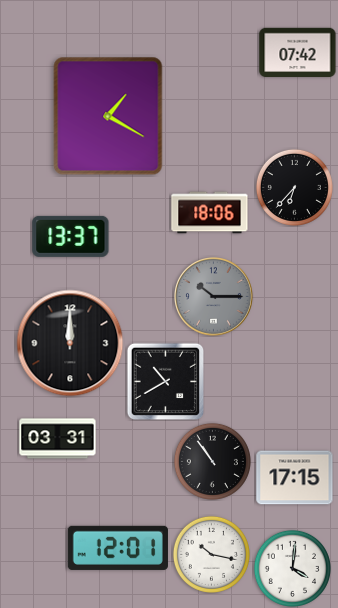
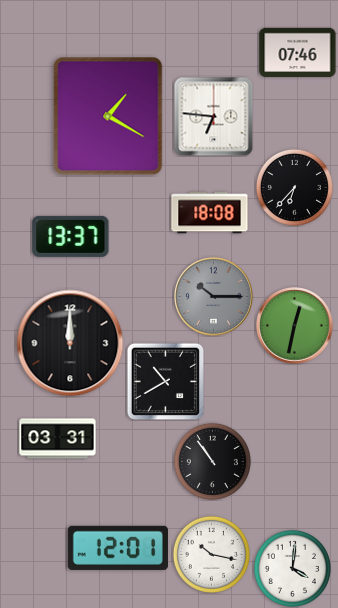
clock at (298, 52): 07:42 -> 07:46
clock at (213, 116): none -> 6:46
clock at (210, 213): 18:06 -> 18:08
clock at (295, 326): none -> 12:32
clock at (295, 478): 17:15 -> none
